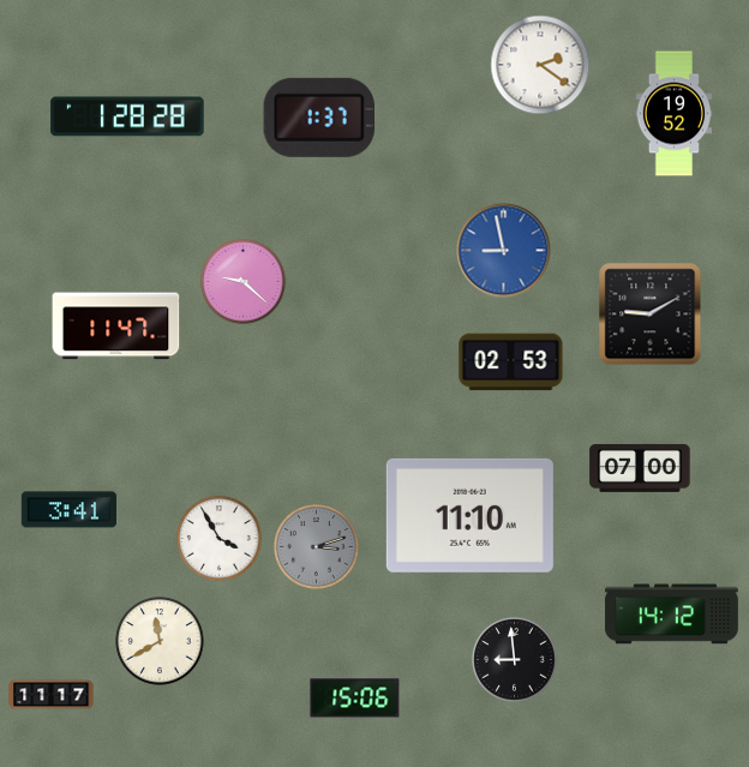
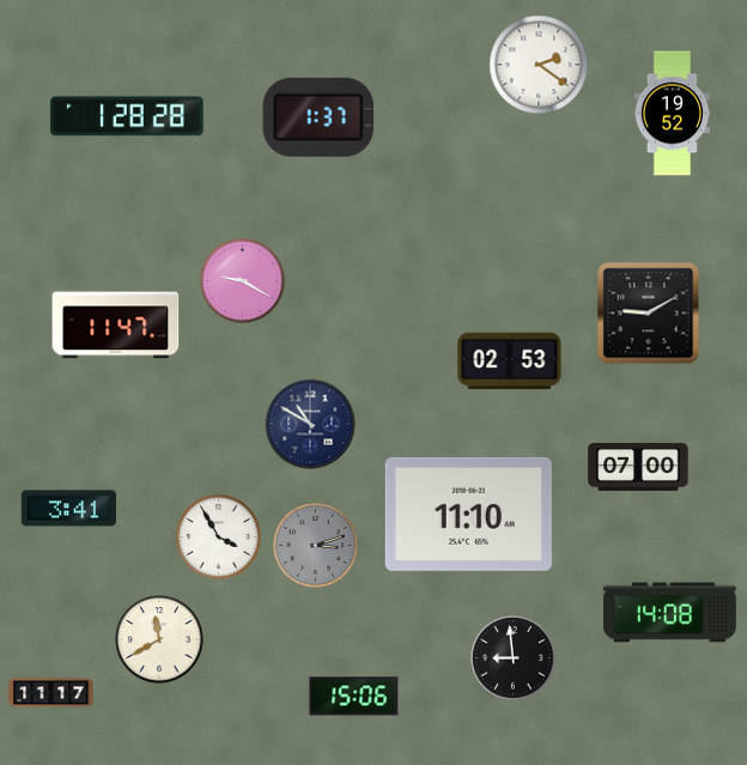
clock at (504, 251): 8:58 -> none
clock at (244, 282): 9:22 -> 9:20
clock at (310, 424): none -> 10:50
clock at (671, 615): 14:12 -> 14:08
